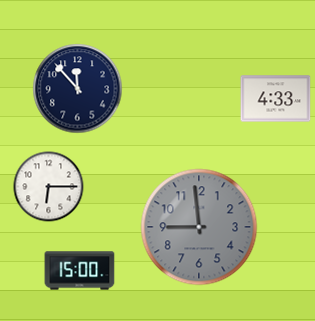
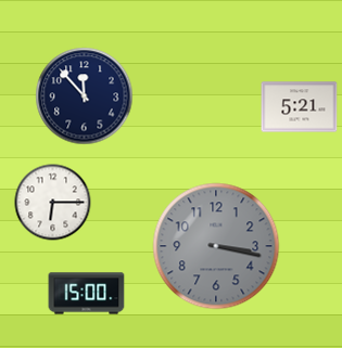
clock at (276, 99): 4:33 -> 5:21
clock at (199, 227): 8:59 -> 3:17
